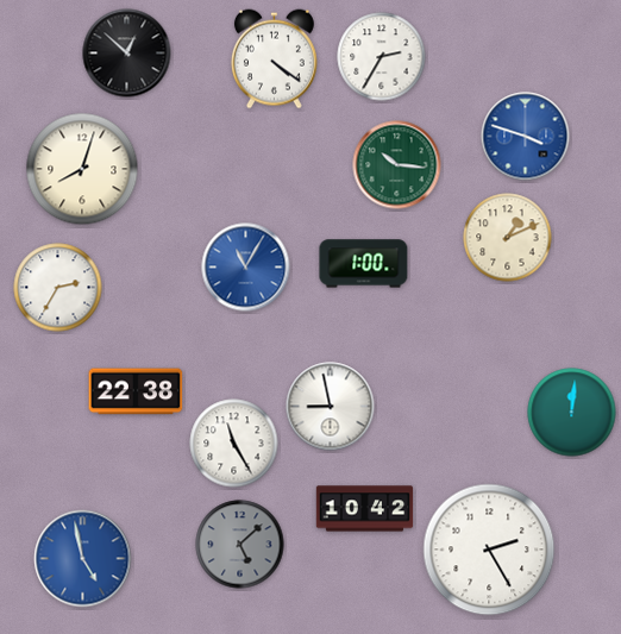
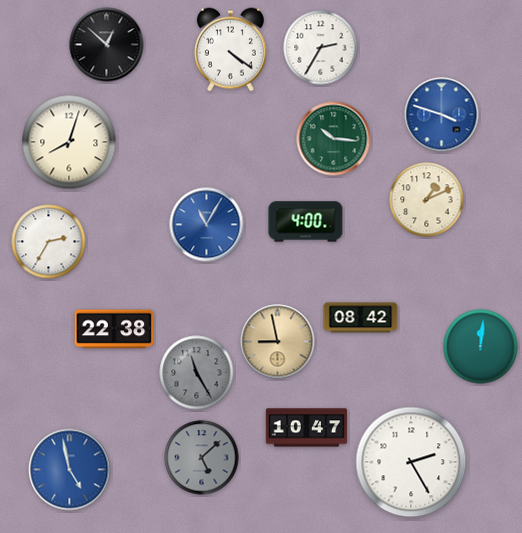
clock at (364, 264): 1:00 -> 4:00
clock at (361, 318): none -> 08:42
clock at (331, 407) dial: white -> champagne
clock at (234, 444) dial: white -> grey
clock at (365, 509): 10:42 -> 10:47
